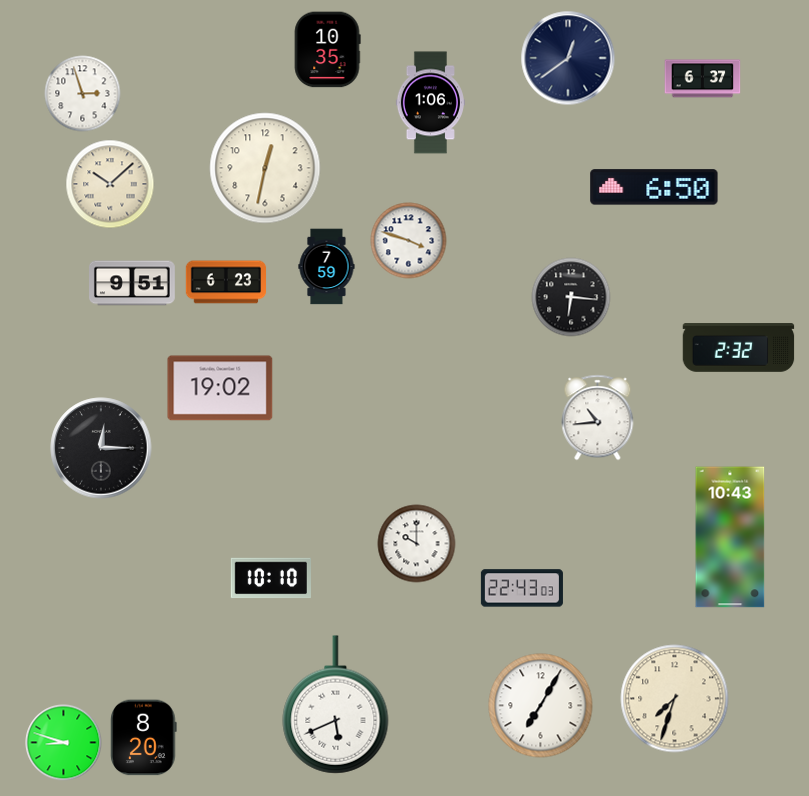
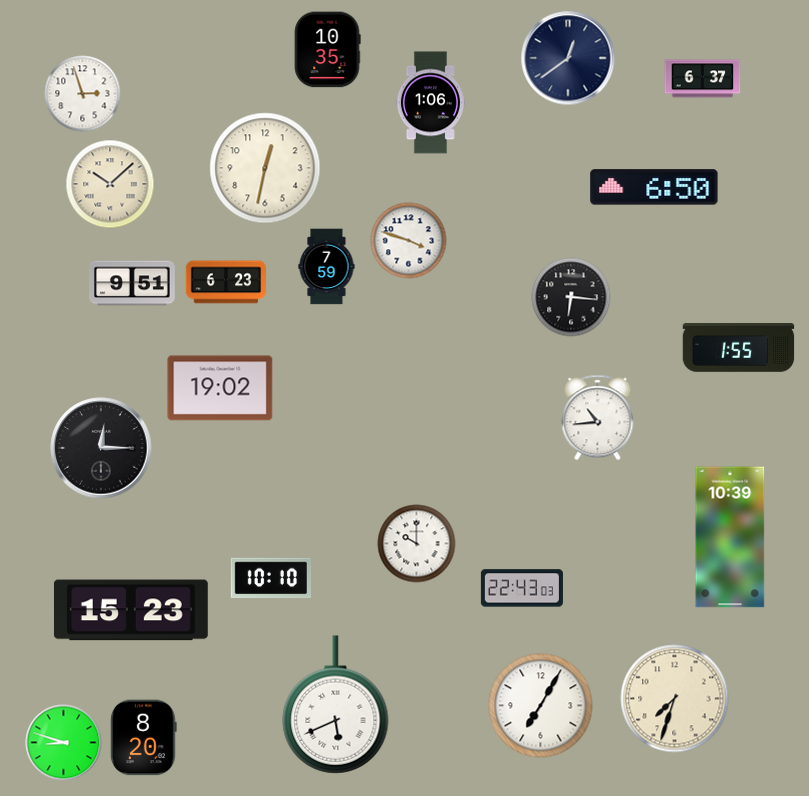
clock at (739, 348): 2:32 -> 1:55
clock at (730, 537): 10:43 -> 10:39
clock at (131, 610): none -> 15:23
